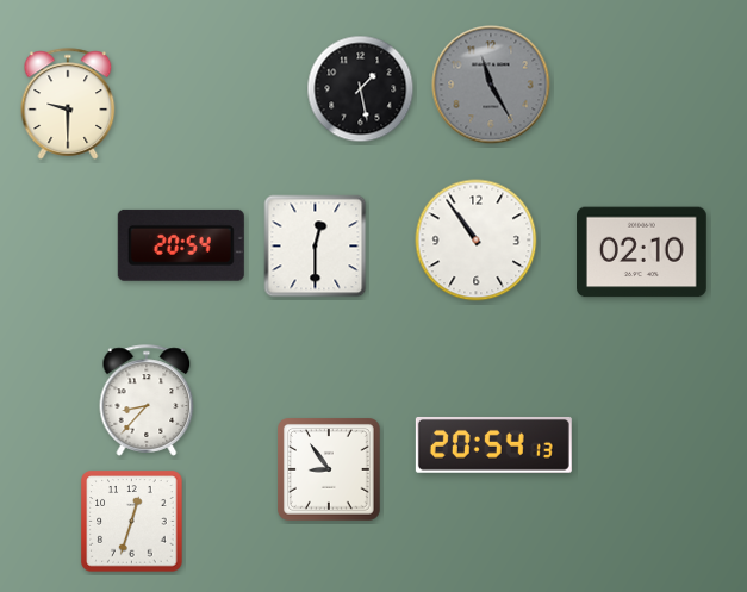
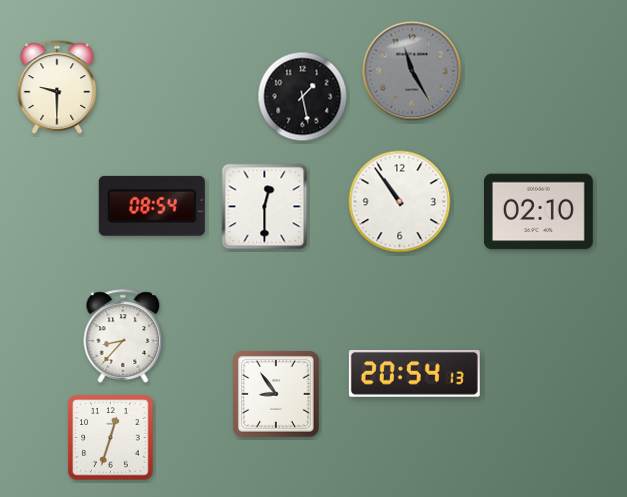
clock at (361, 89) position: (361, 89) -> (303, 97)
clock at (181, 245): 20:54 -> 08:54
